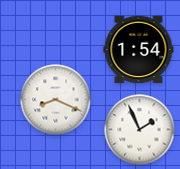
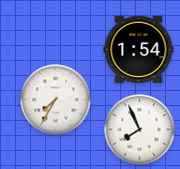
clock at (56, 100): 8:19 -> 7:35
clock at (140, 130): 1:56 -> 7:56
